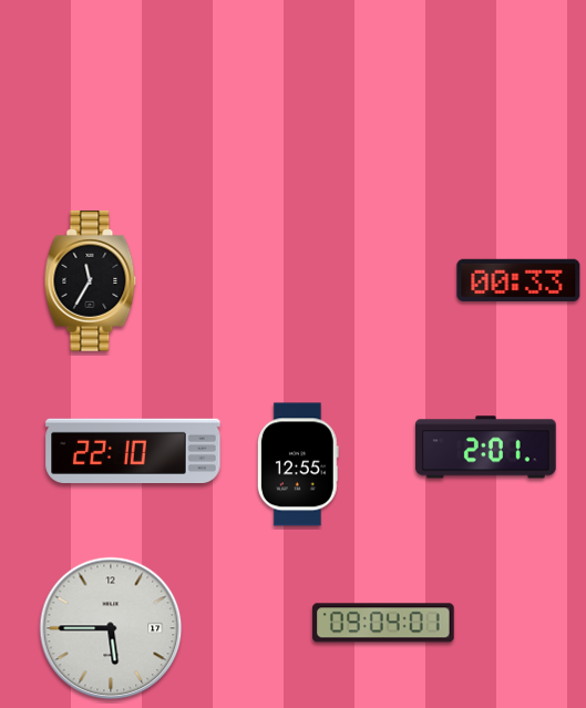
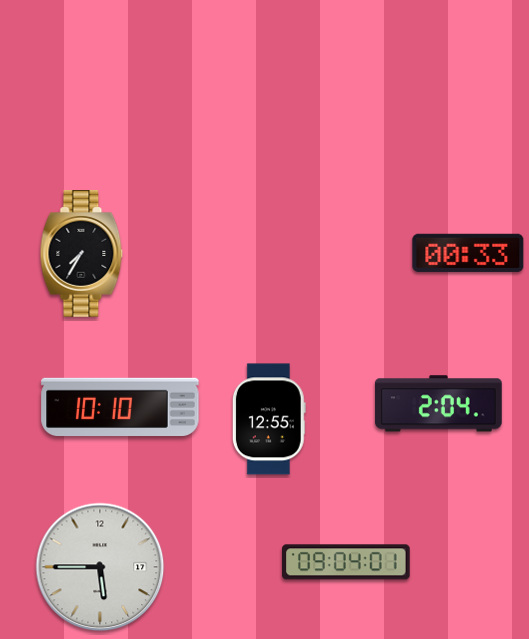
clock at (91, 281): 11:35 -> 7:35
clock at (485, 448): 2:01 -> 2:04
clock at (133, 450): 22:10 -> 10:10
